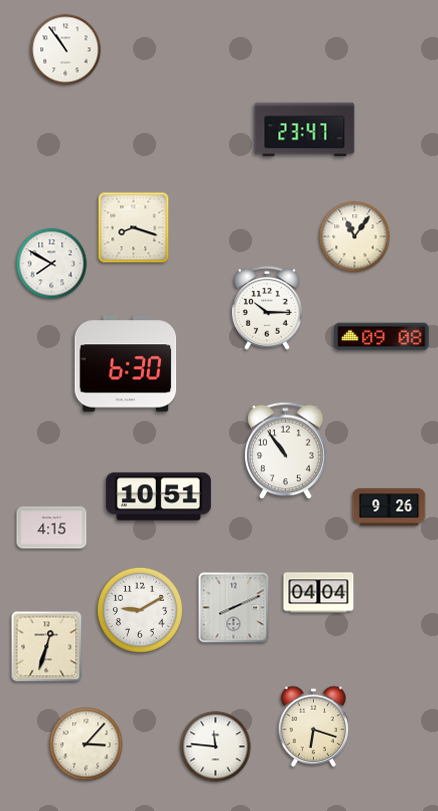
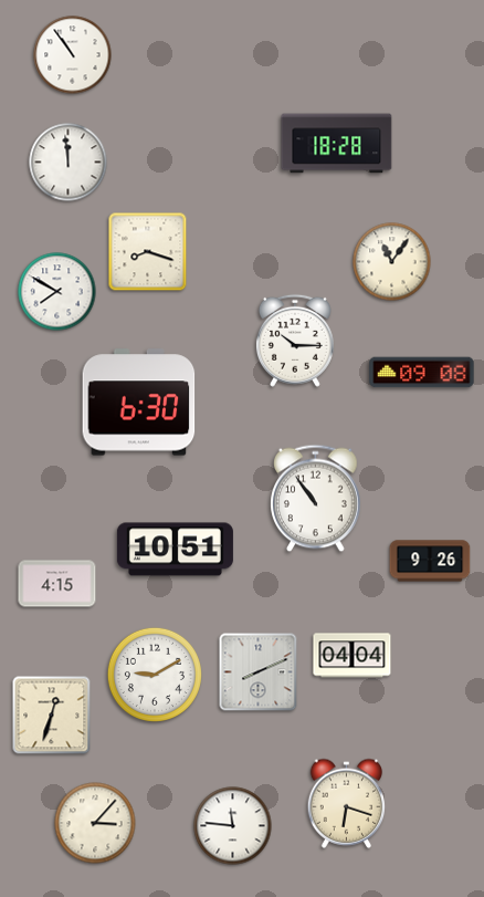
clock at (305, 130): 23:47 -> 18:28
clock at (69, 163): none -> 11:59
clock at (216, 747) position: (216, 747) -> (233, 826)
